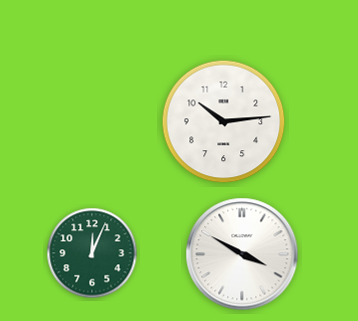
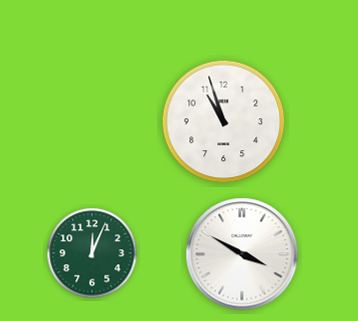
clock at (224, 122): 10:14 -> 10:57
